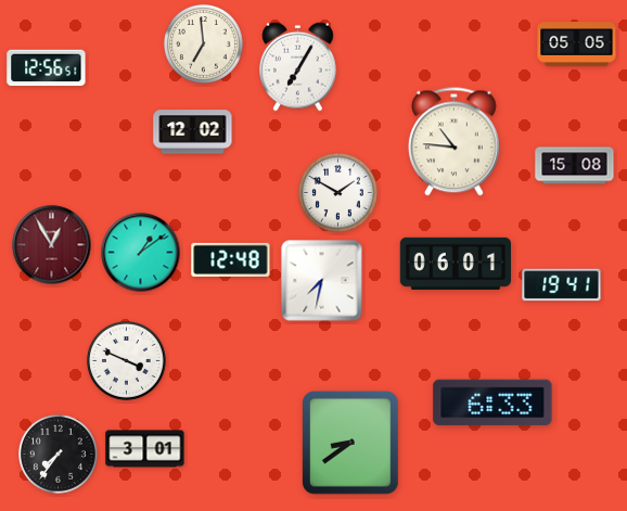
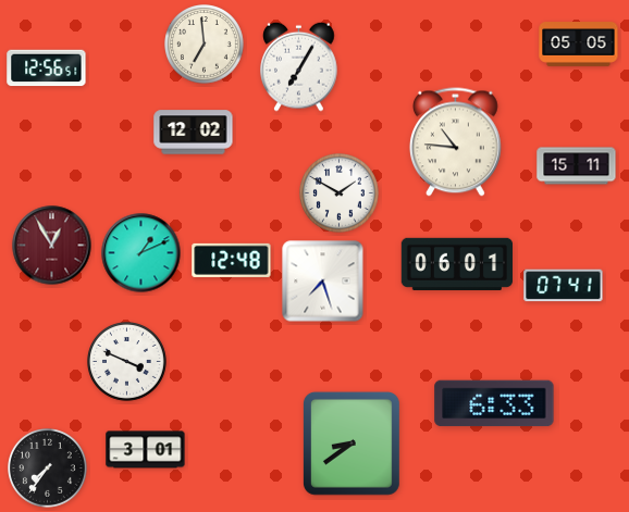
clock at (575, 166): 15:08 -> 15:11
clock at (141, 253): 1:09 -> 1:11
clock at (322, 281): 7:32 -> 7:27
clock at (562, 285): 19:41 -> 07:41
clock at (59, 455) position: (59, 455) -> (48, 469)
